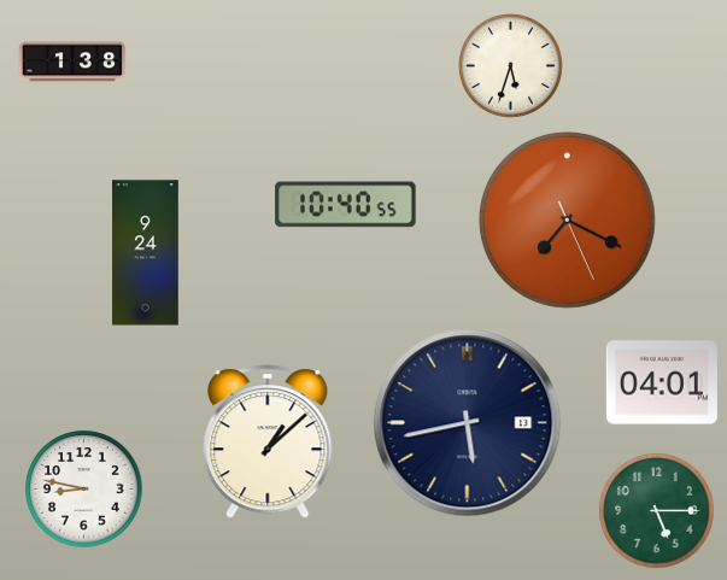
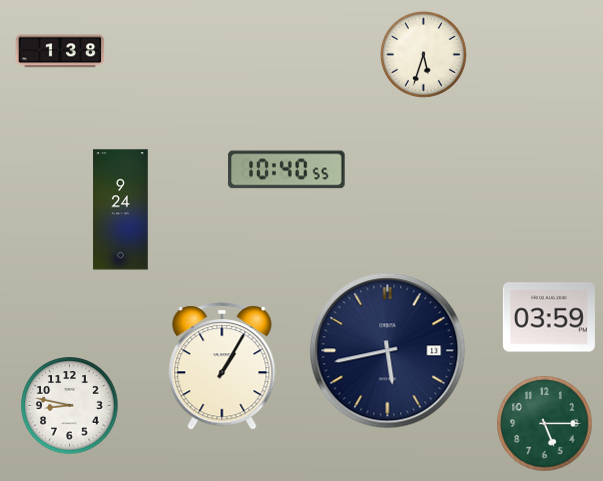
clock at (567, 219): 7:19 -> none
clock at (662, 382): 04:01 -> 03:59
clock at (268, 441): 1:08 -> 1:05
